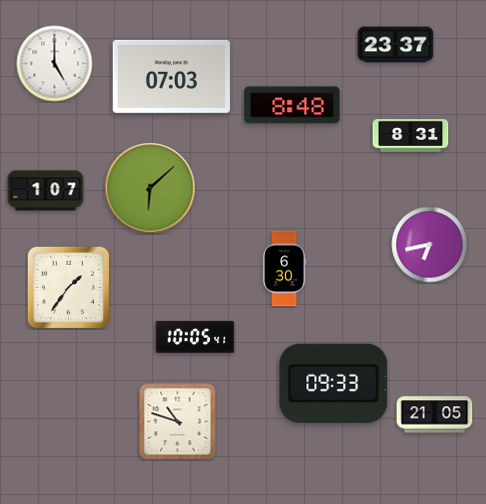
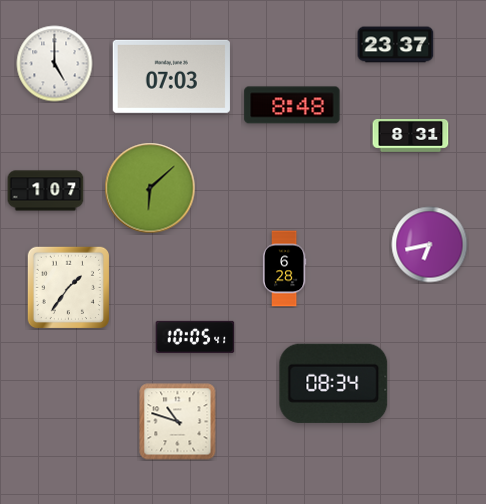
clock at (284, 269): 6:30 -> 6:28
clock at (334, 383): 09:33 -> 08:34
clock at (435, 415): 21:05 -> none
